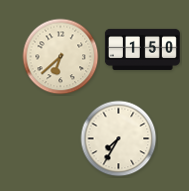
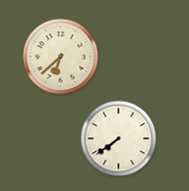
clock at (142, 49): 1:50 -> none
clock at (119, 139): 7:35 -> 7:39
